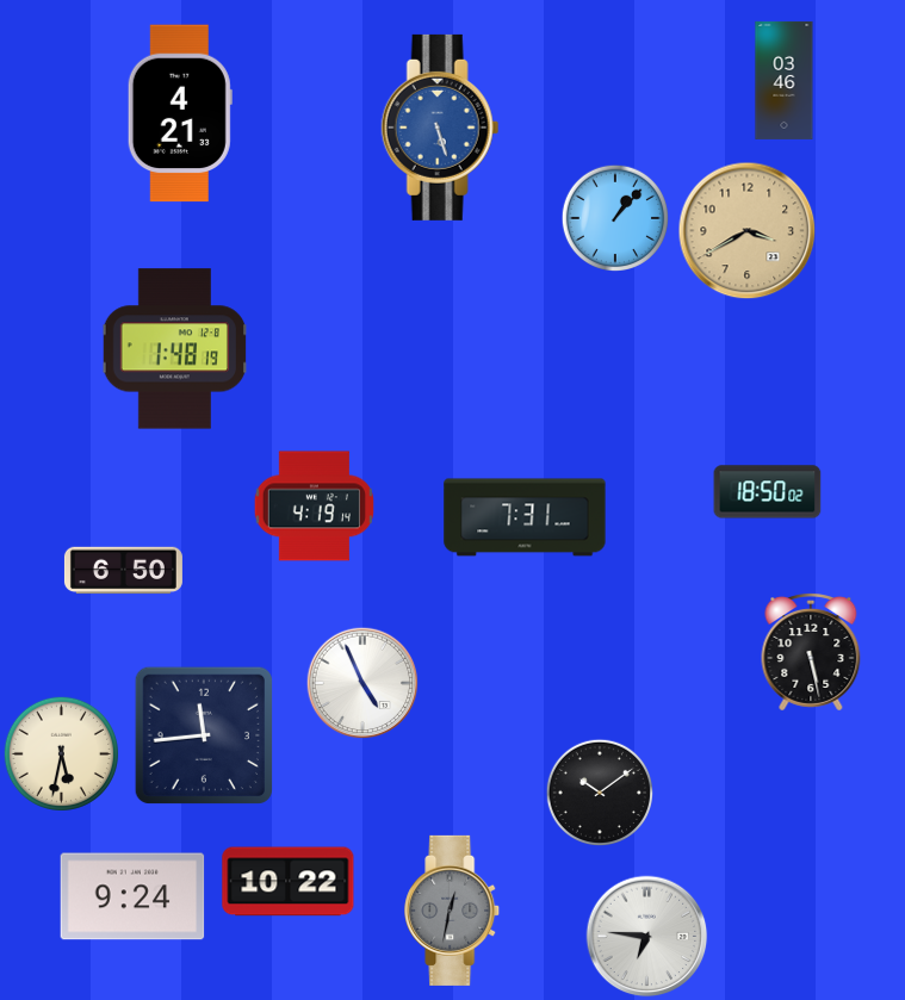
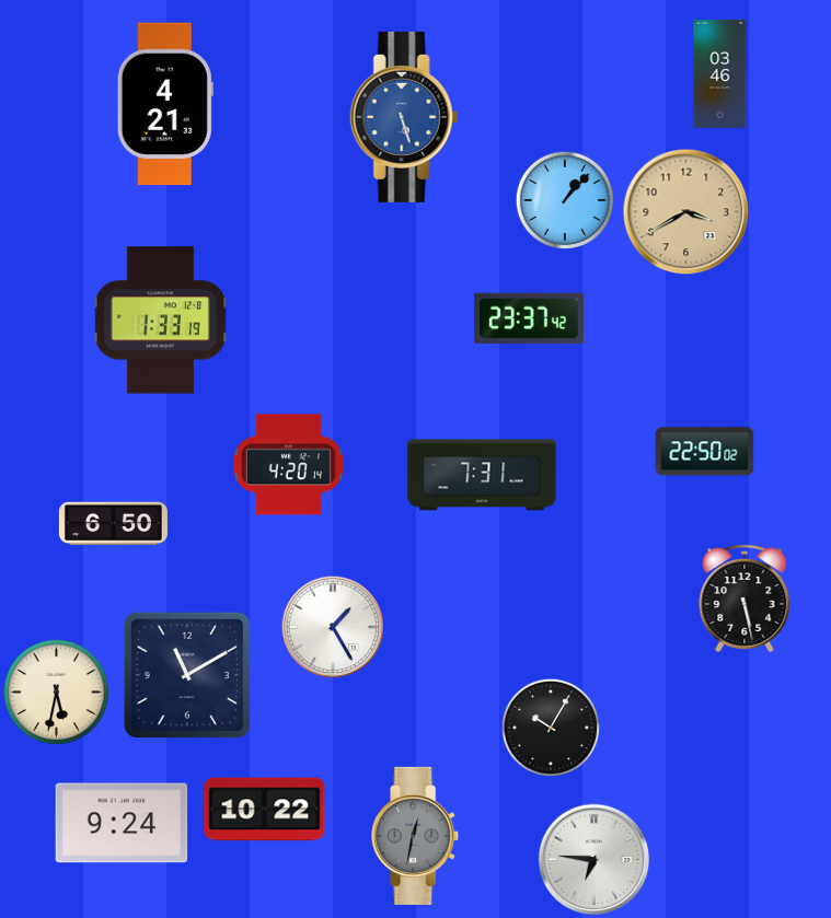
clock at (529, 318): none -> 23:37
clock at (174, 349): 1:48 -> 1:33
clock at (768, 492): 18:50 -> 22:50
clock at (314, 507): 4:19 -> 4:20
clock at (362, 683): 4:56 -> 1:25
clock at (204, 735): 11:44 -> 11:10
clock at (600, 793): 10:09 -> 10:05
